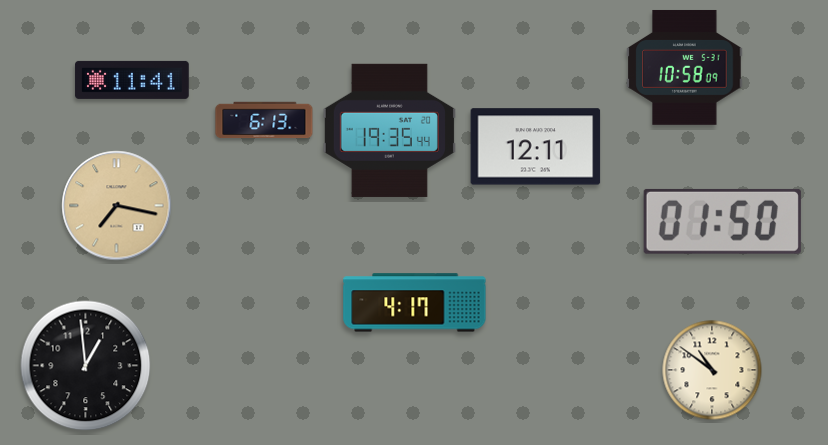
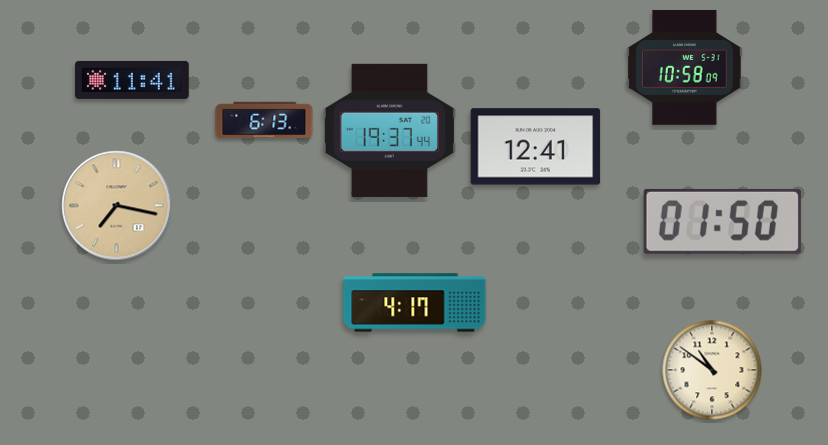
clock at (389, 130): 19:35 -> 19:37
clock at (536, 147): 12:11 -> 12:41
clock at (86, 366): 12:59 -> none
